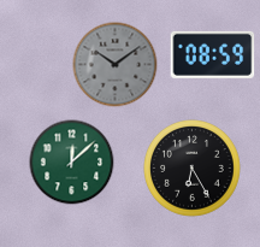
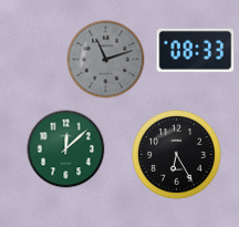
clock at (213, 54): 08:59 -> 08:33
clock at (116, 65): 10:09 -> 11:12
